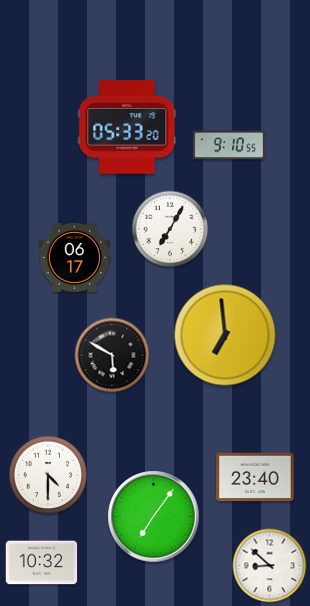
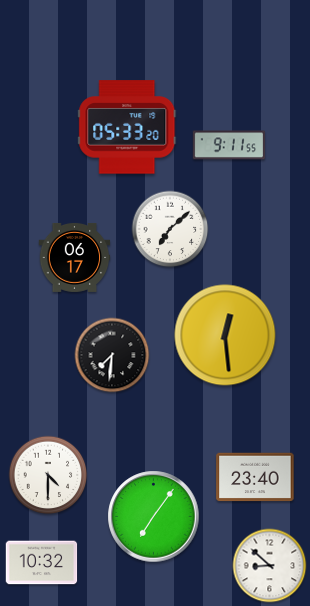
clock at (228, 145): 9:10 -> 9:11
clock at (170, 229): 7:05 -> 7:08
clock at (225, 335): 6:59 -> 12:29
clock at (112, 355): 5:50 -> 7:31
